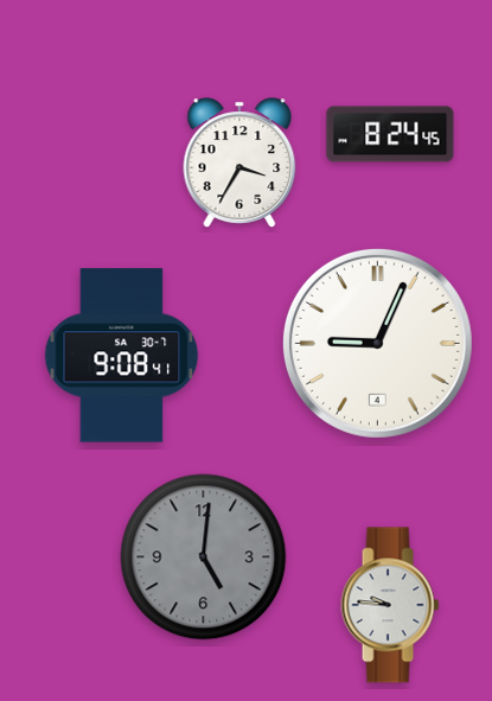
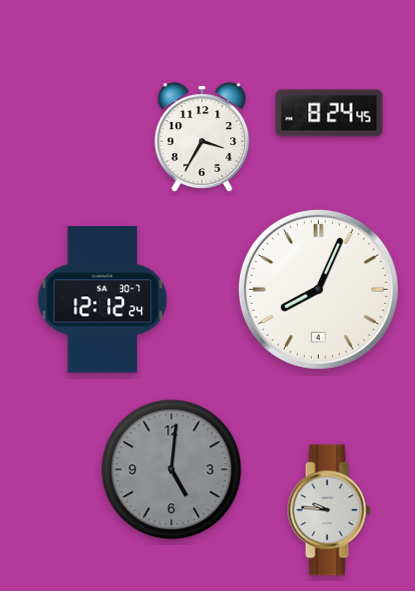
clock at (377, 343): 9:04 -> 8:04
clock at (122, 356): 9:08 -> 12:12
